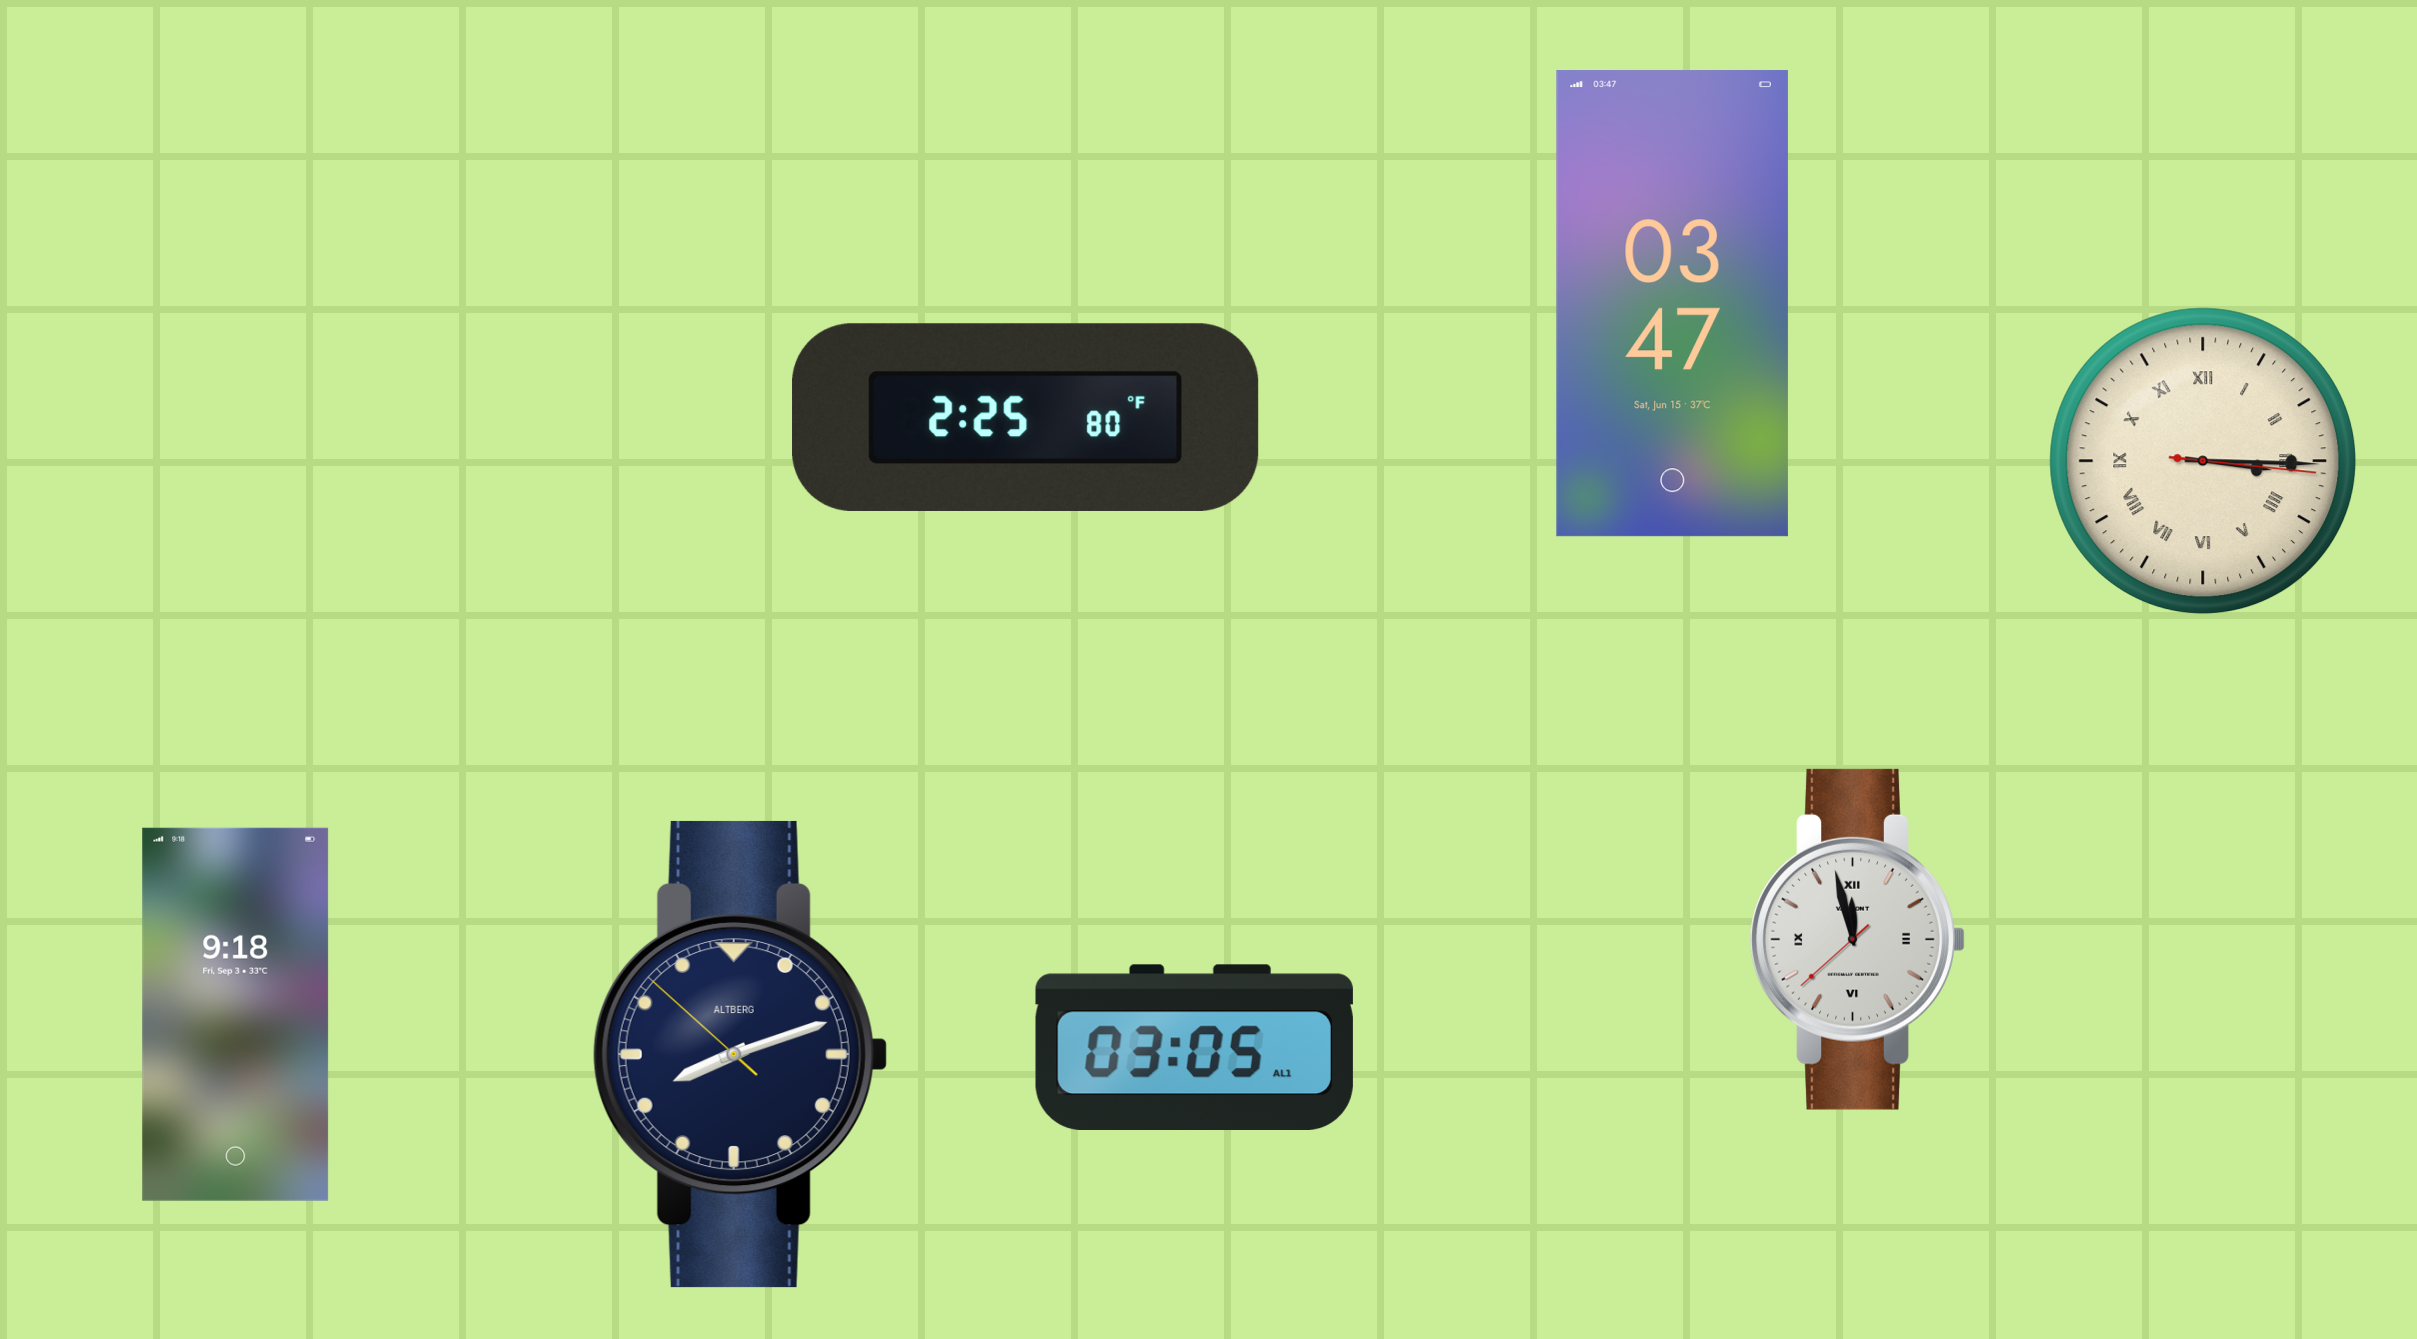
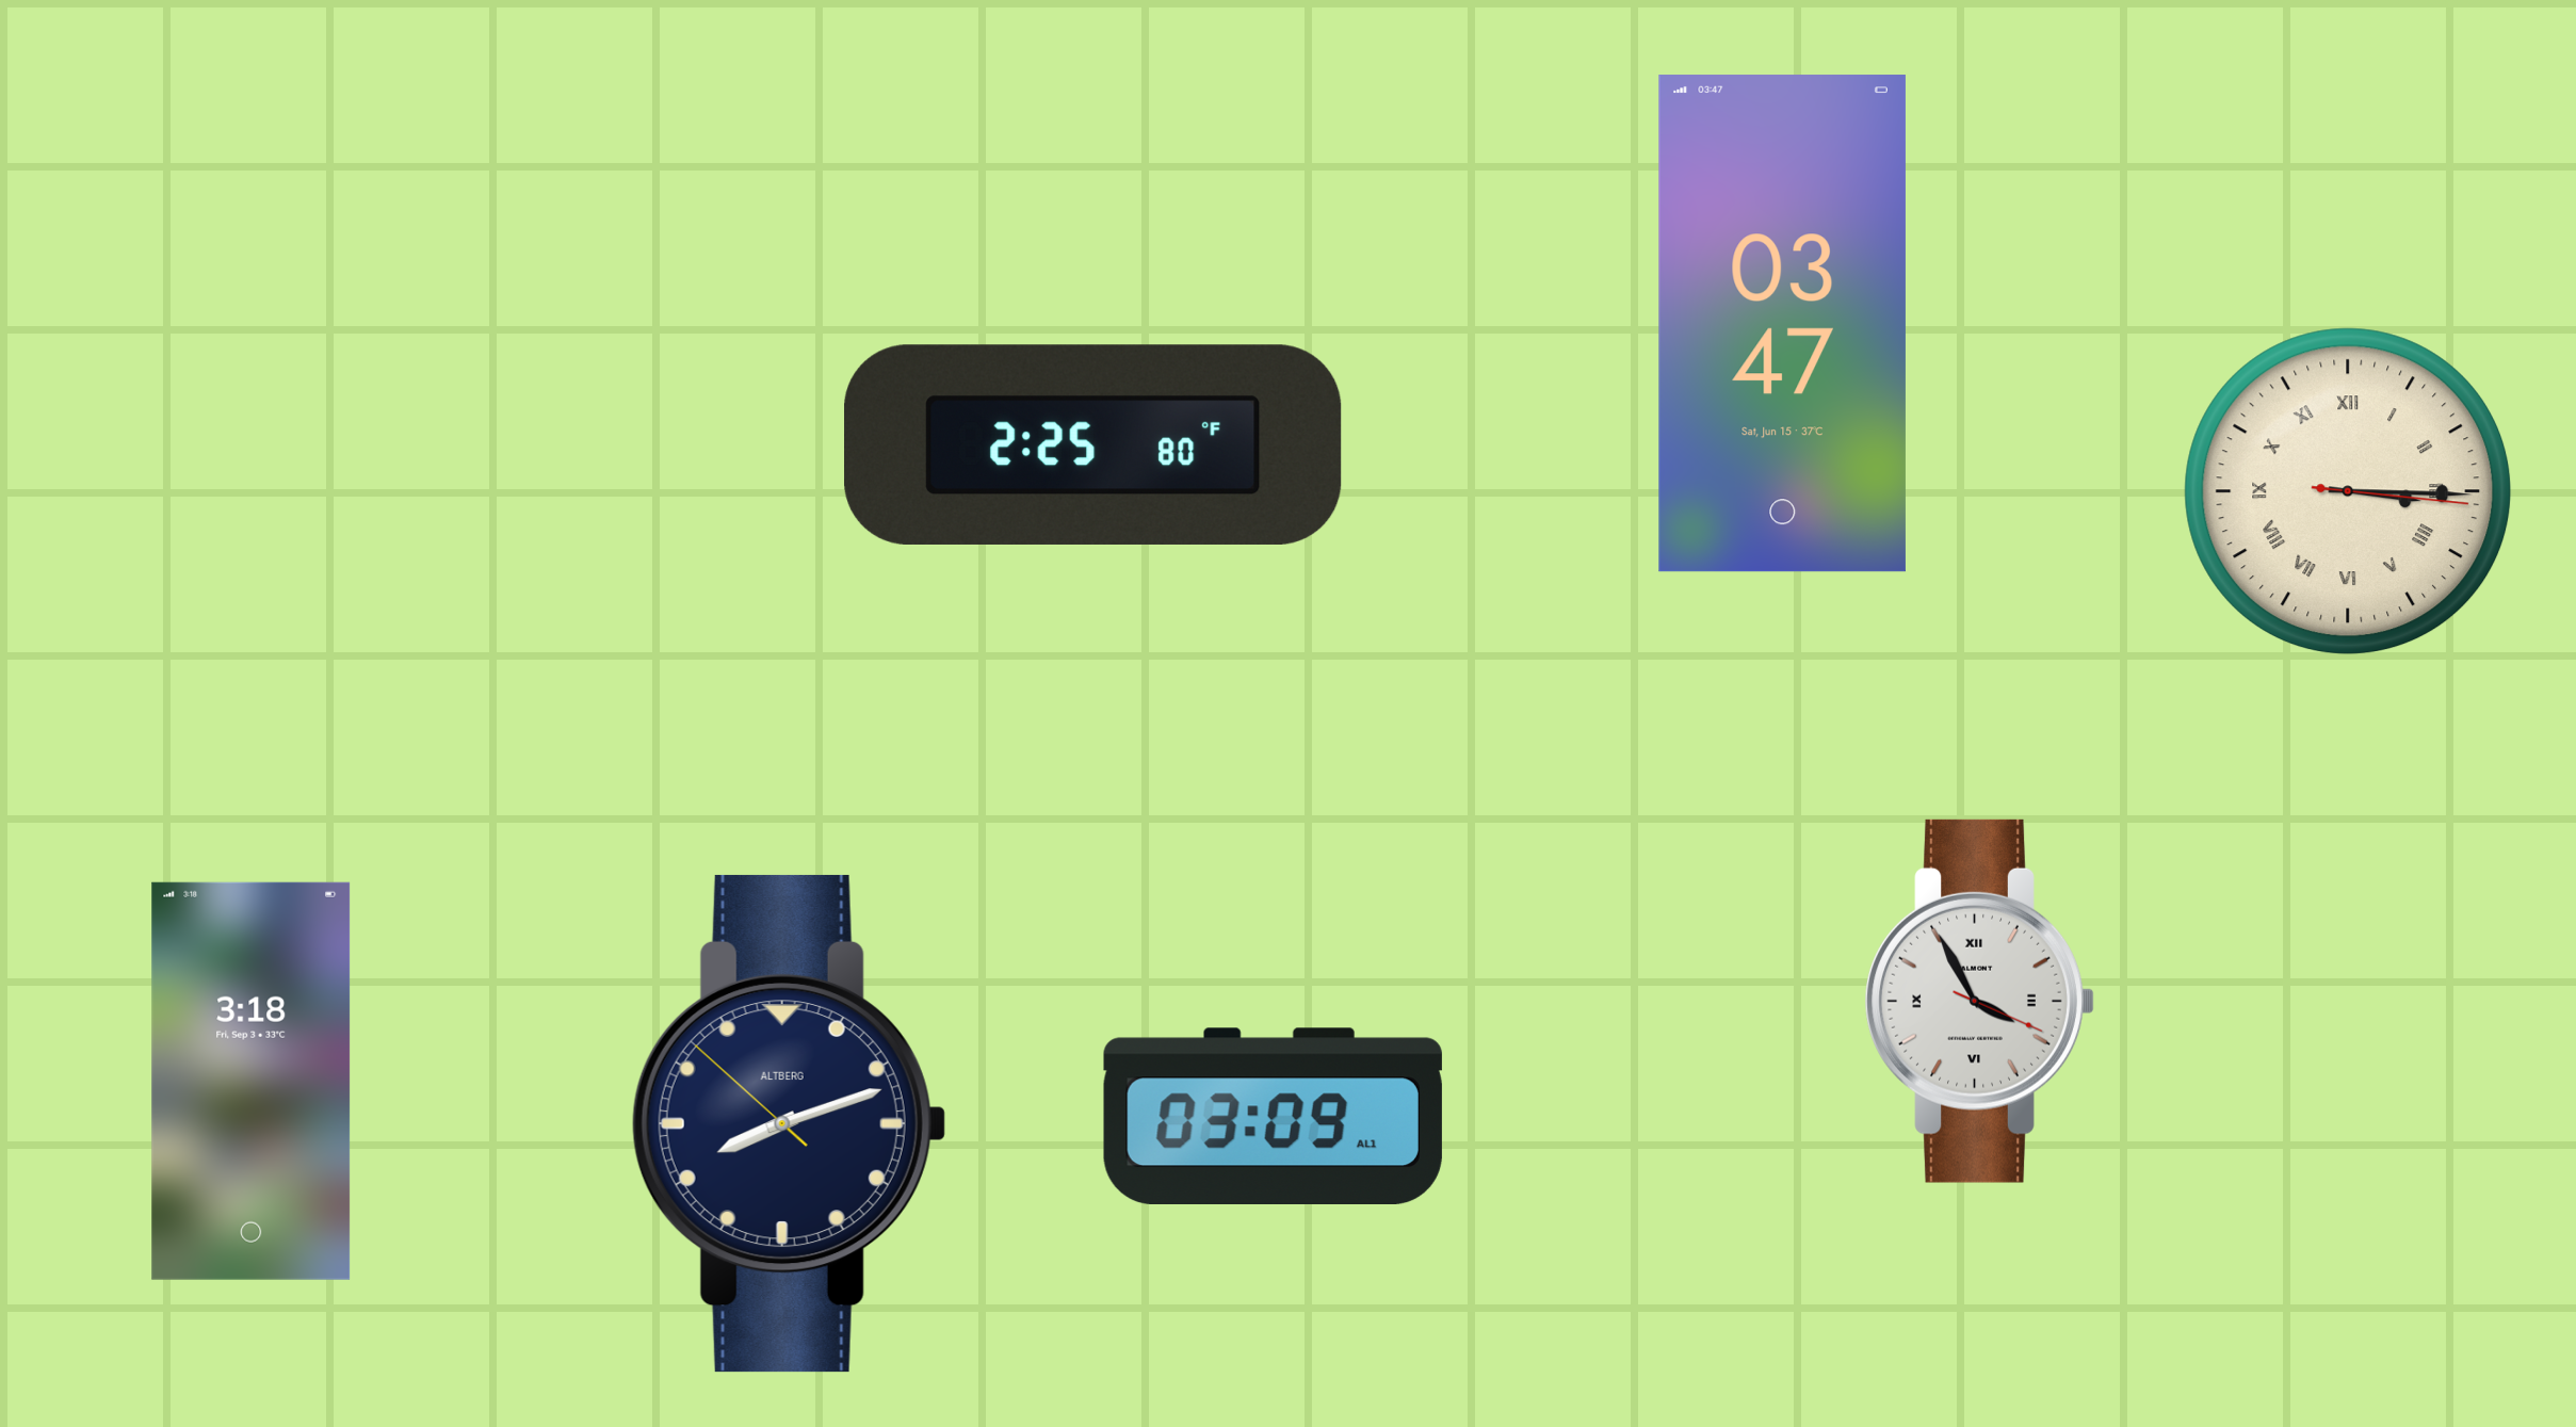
clock at (1857, 939): 11:57 -> 3:55
clock at (236, 1014): 9:18 -> 3:18
clock at (1194, 1047): 03:05 -> 03:09
